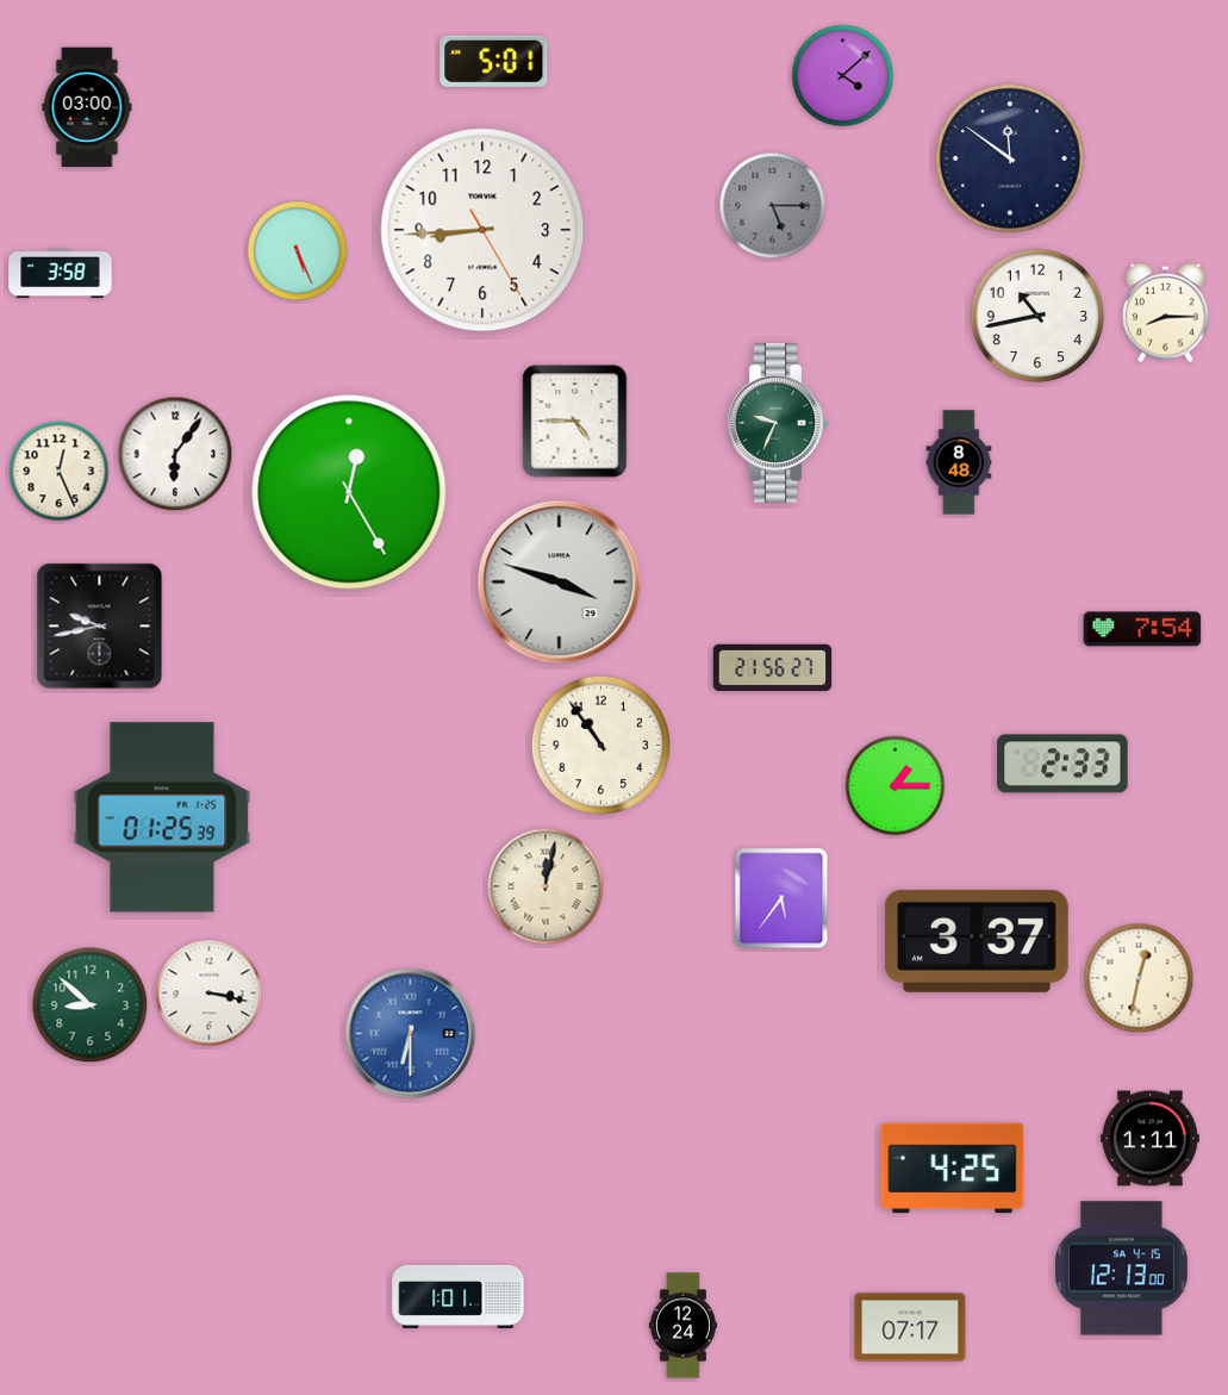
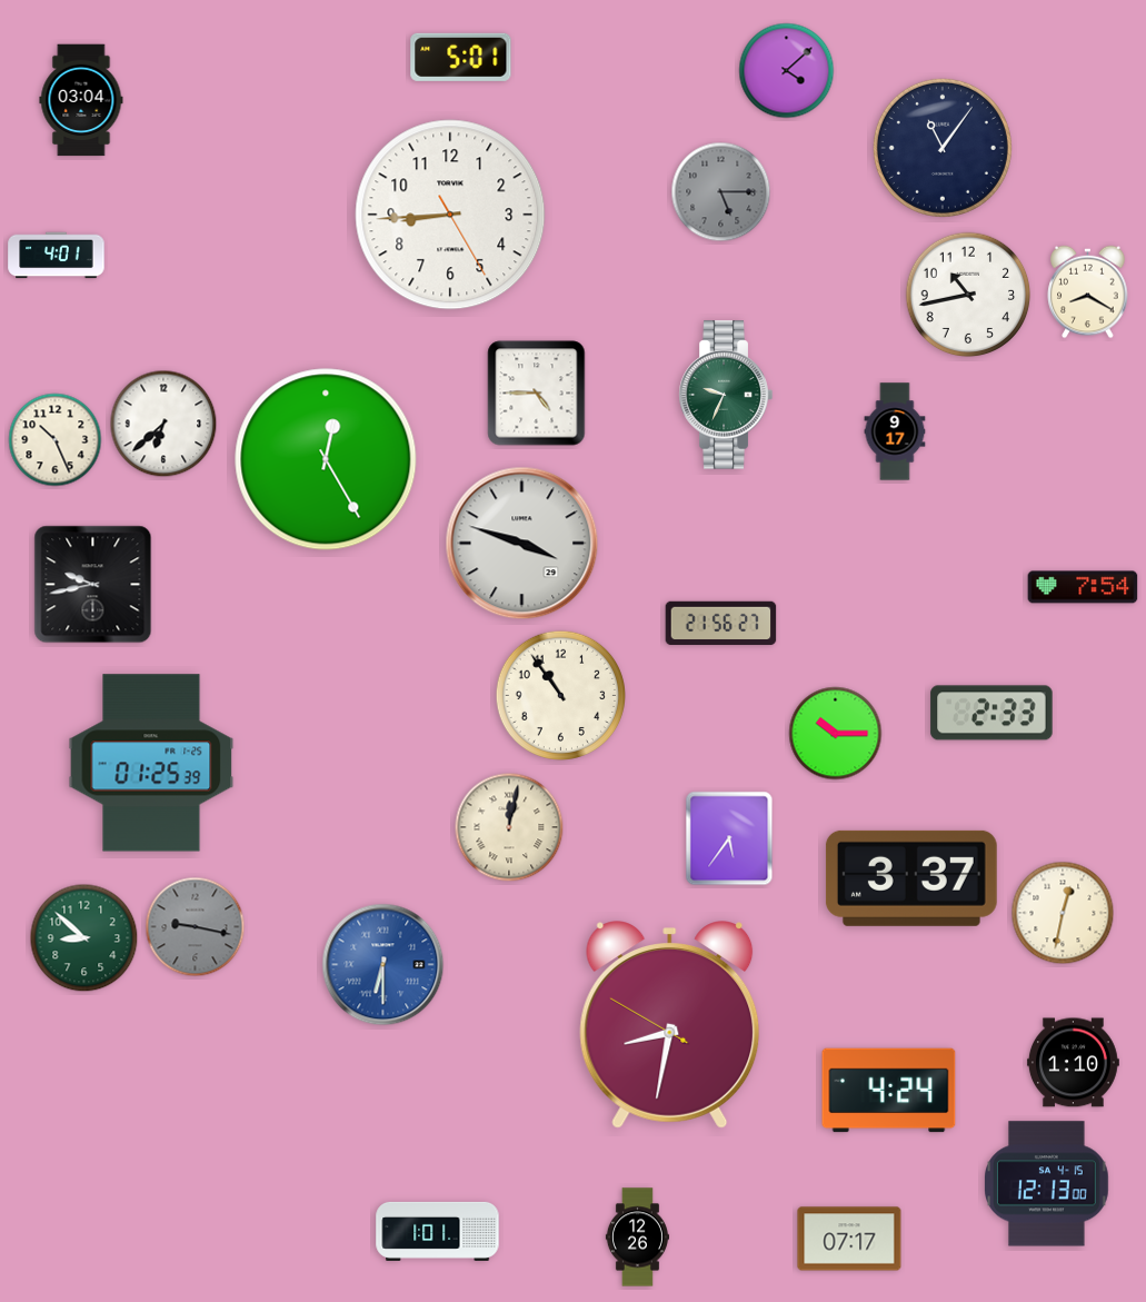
clock at (87, 107): 03:00 -> 03:04
clock at (1010, 158): 11:51 -> 11:06
clock at (298, 251): 5:26 -> none
clock at (61, 274): 3:58 -> 4:01
clock at (1166, 313): 8:15 -> 8:20
clock at (175, 454): 6:06 -> 6:38
clock at (959, 462): 8:48 -> 9:17
clock at (60, 472): 12:26 -> 10:26
clock at (1142, 629) position: (1142, 629) -> (1083, 587)
clock at (896, 786): 1:15 -> 10:15
clock at (210, 994): 3:17 -> 9:17
clock at (210, 994) dial: white -> grey
clock at (670, 1025): none -> 8:31
clock at (1149, 1139): 1:11 -> 1:10
clock at (953, 1169): 4:25 -> 4:24
clock at (459, 1296) position: (459, 1296) -> (438, 1231)
clock at (682, 1326): 12:24 -> 12:26
